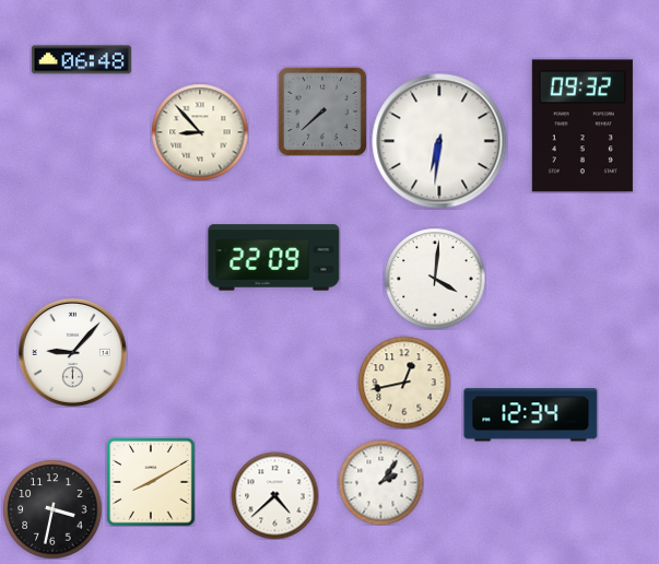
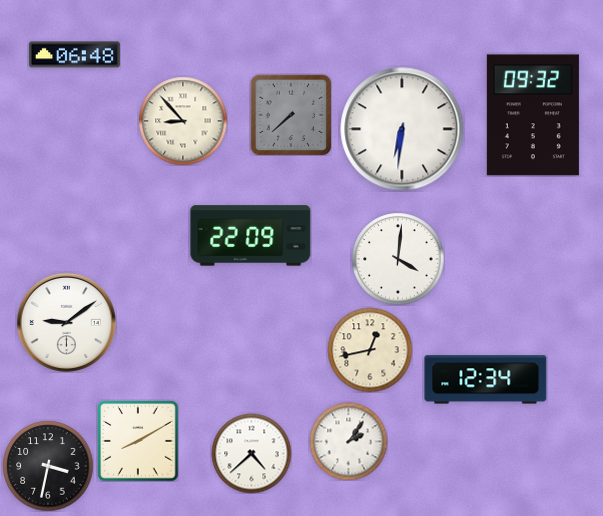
clock at (322, 111) position: (322, 111) -> (291, 115)
clock at (435, 279) position: (435, 279) -> (398, 259)
clock at (72, 352): 9:07 -> 9:09
